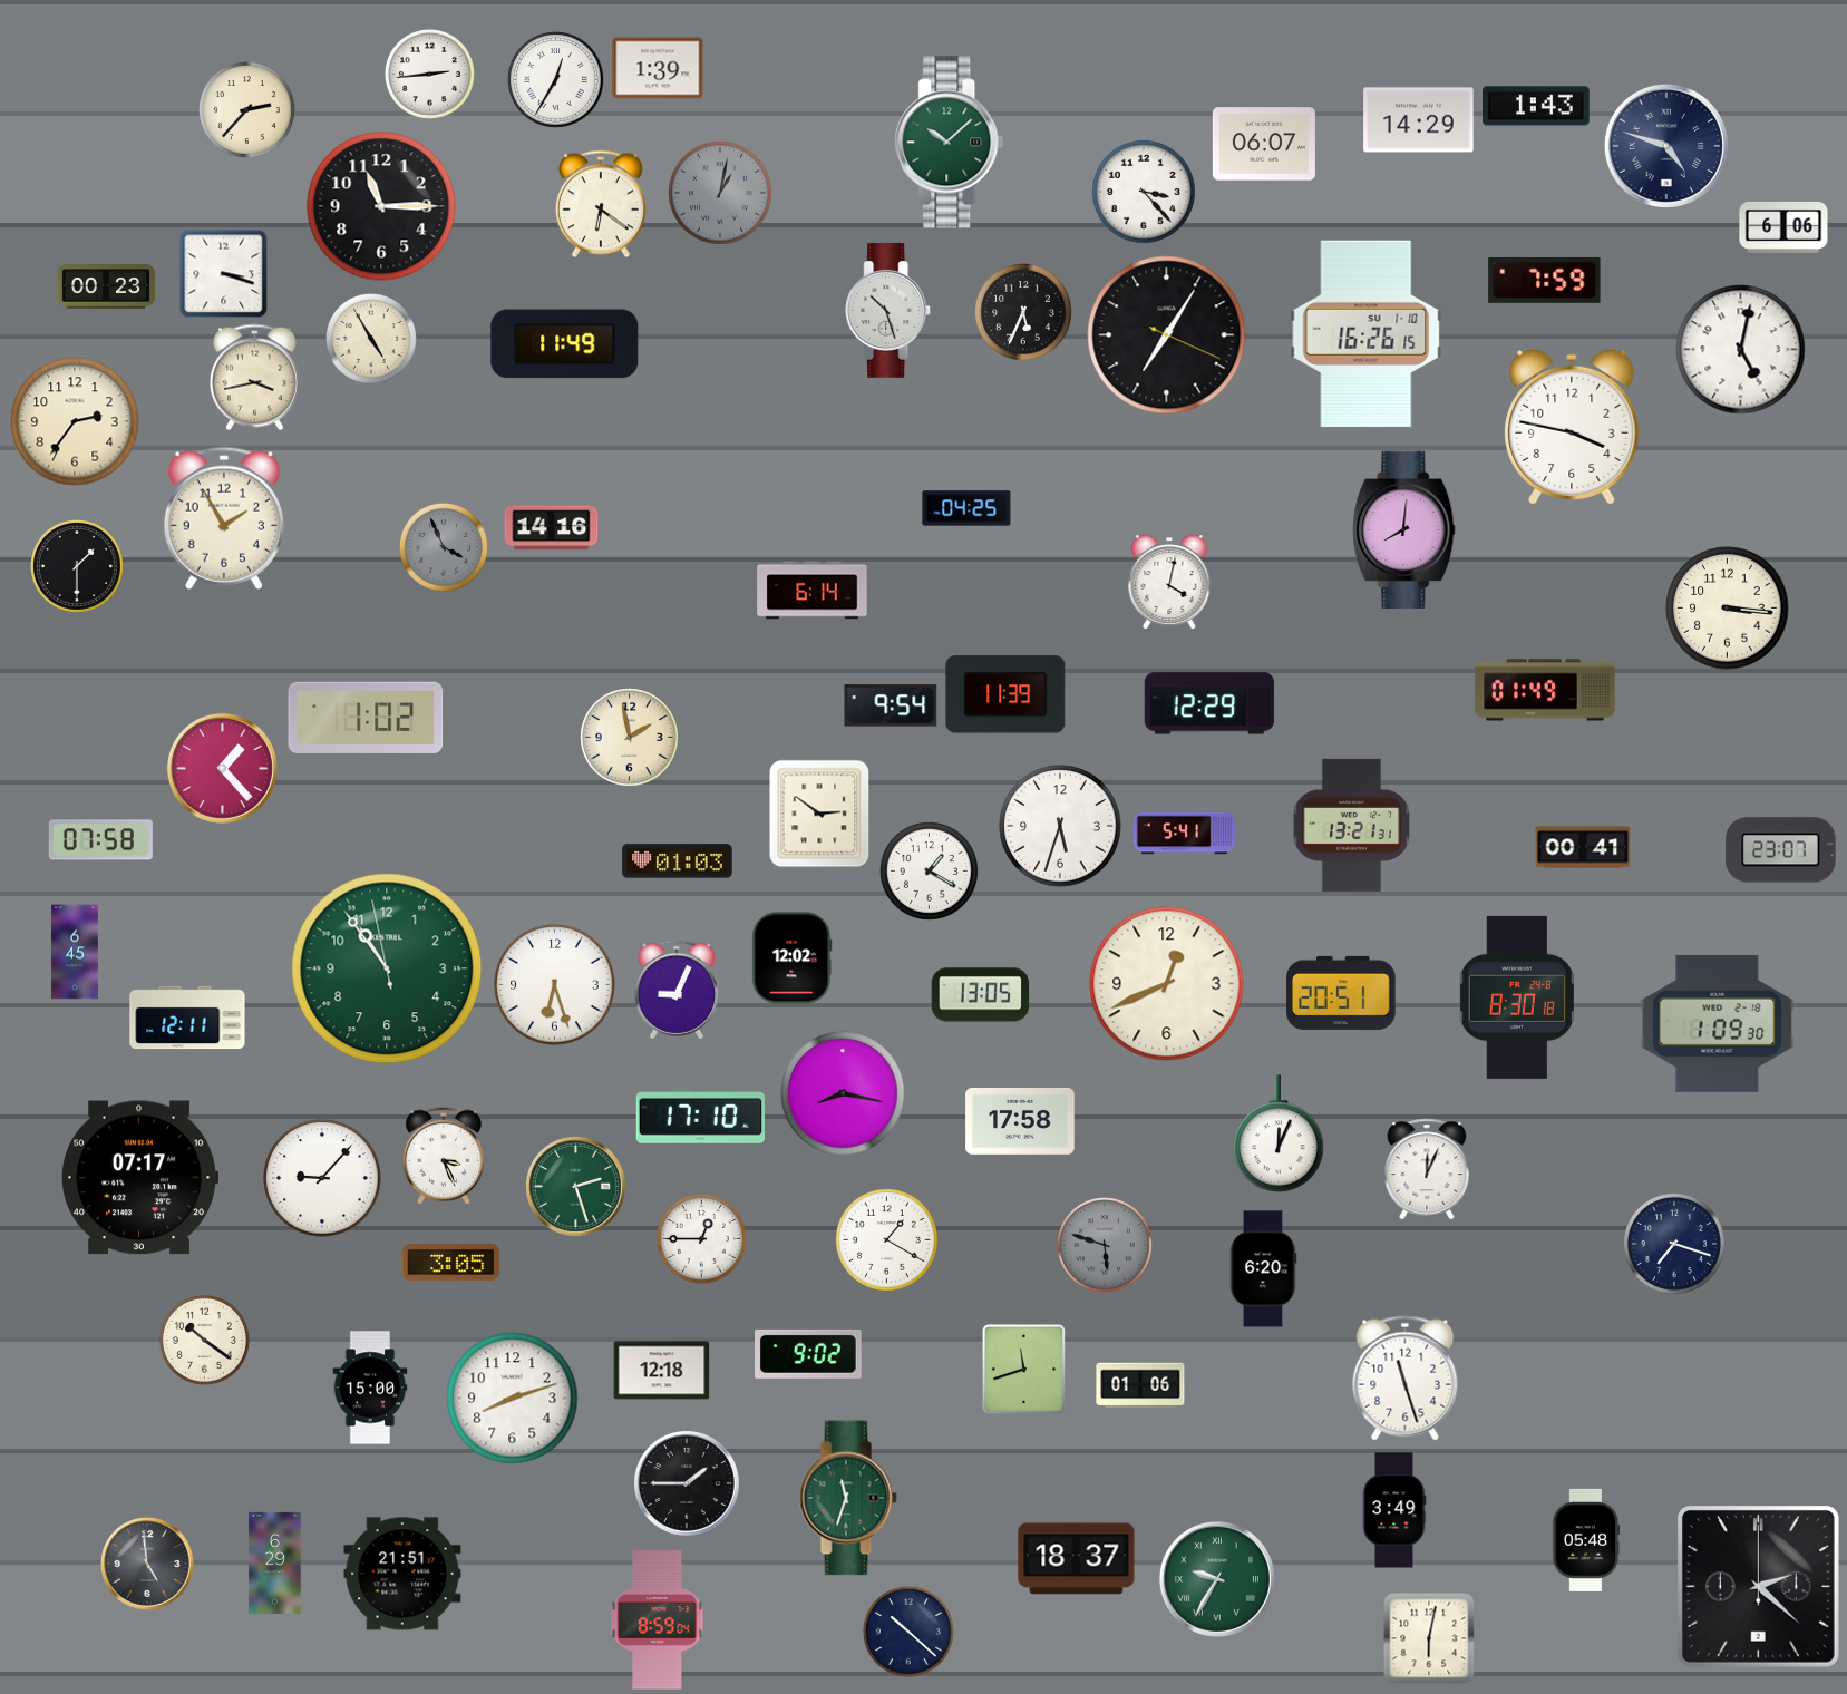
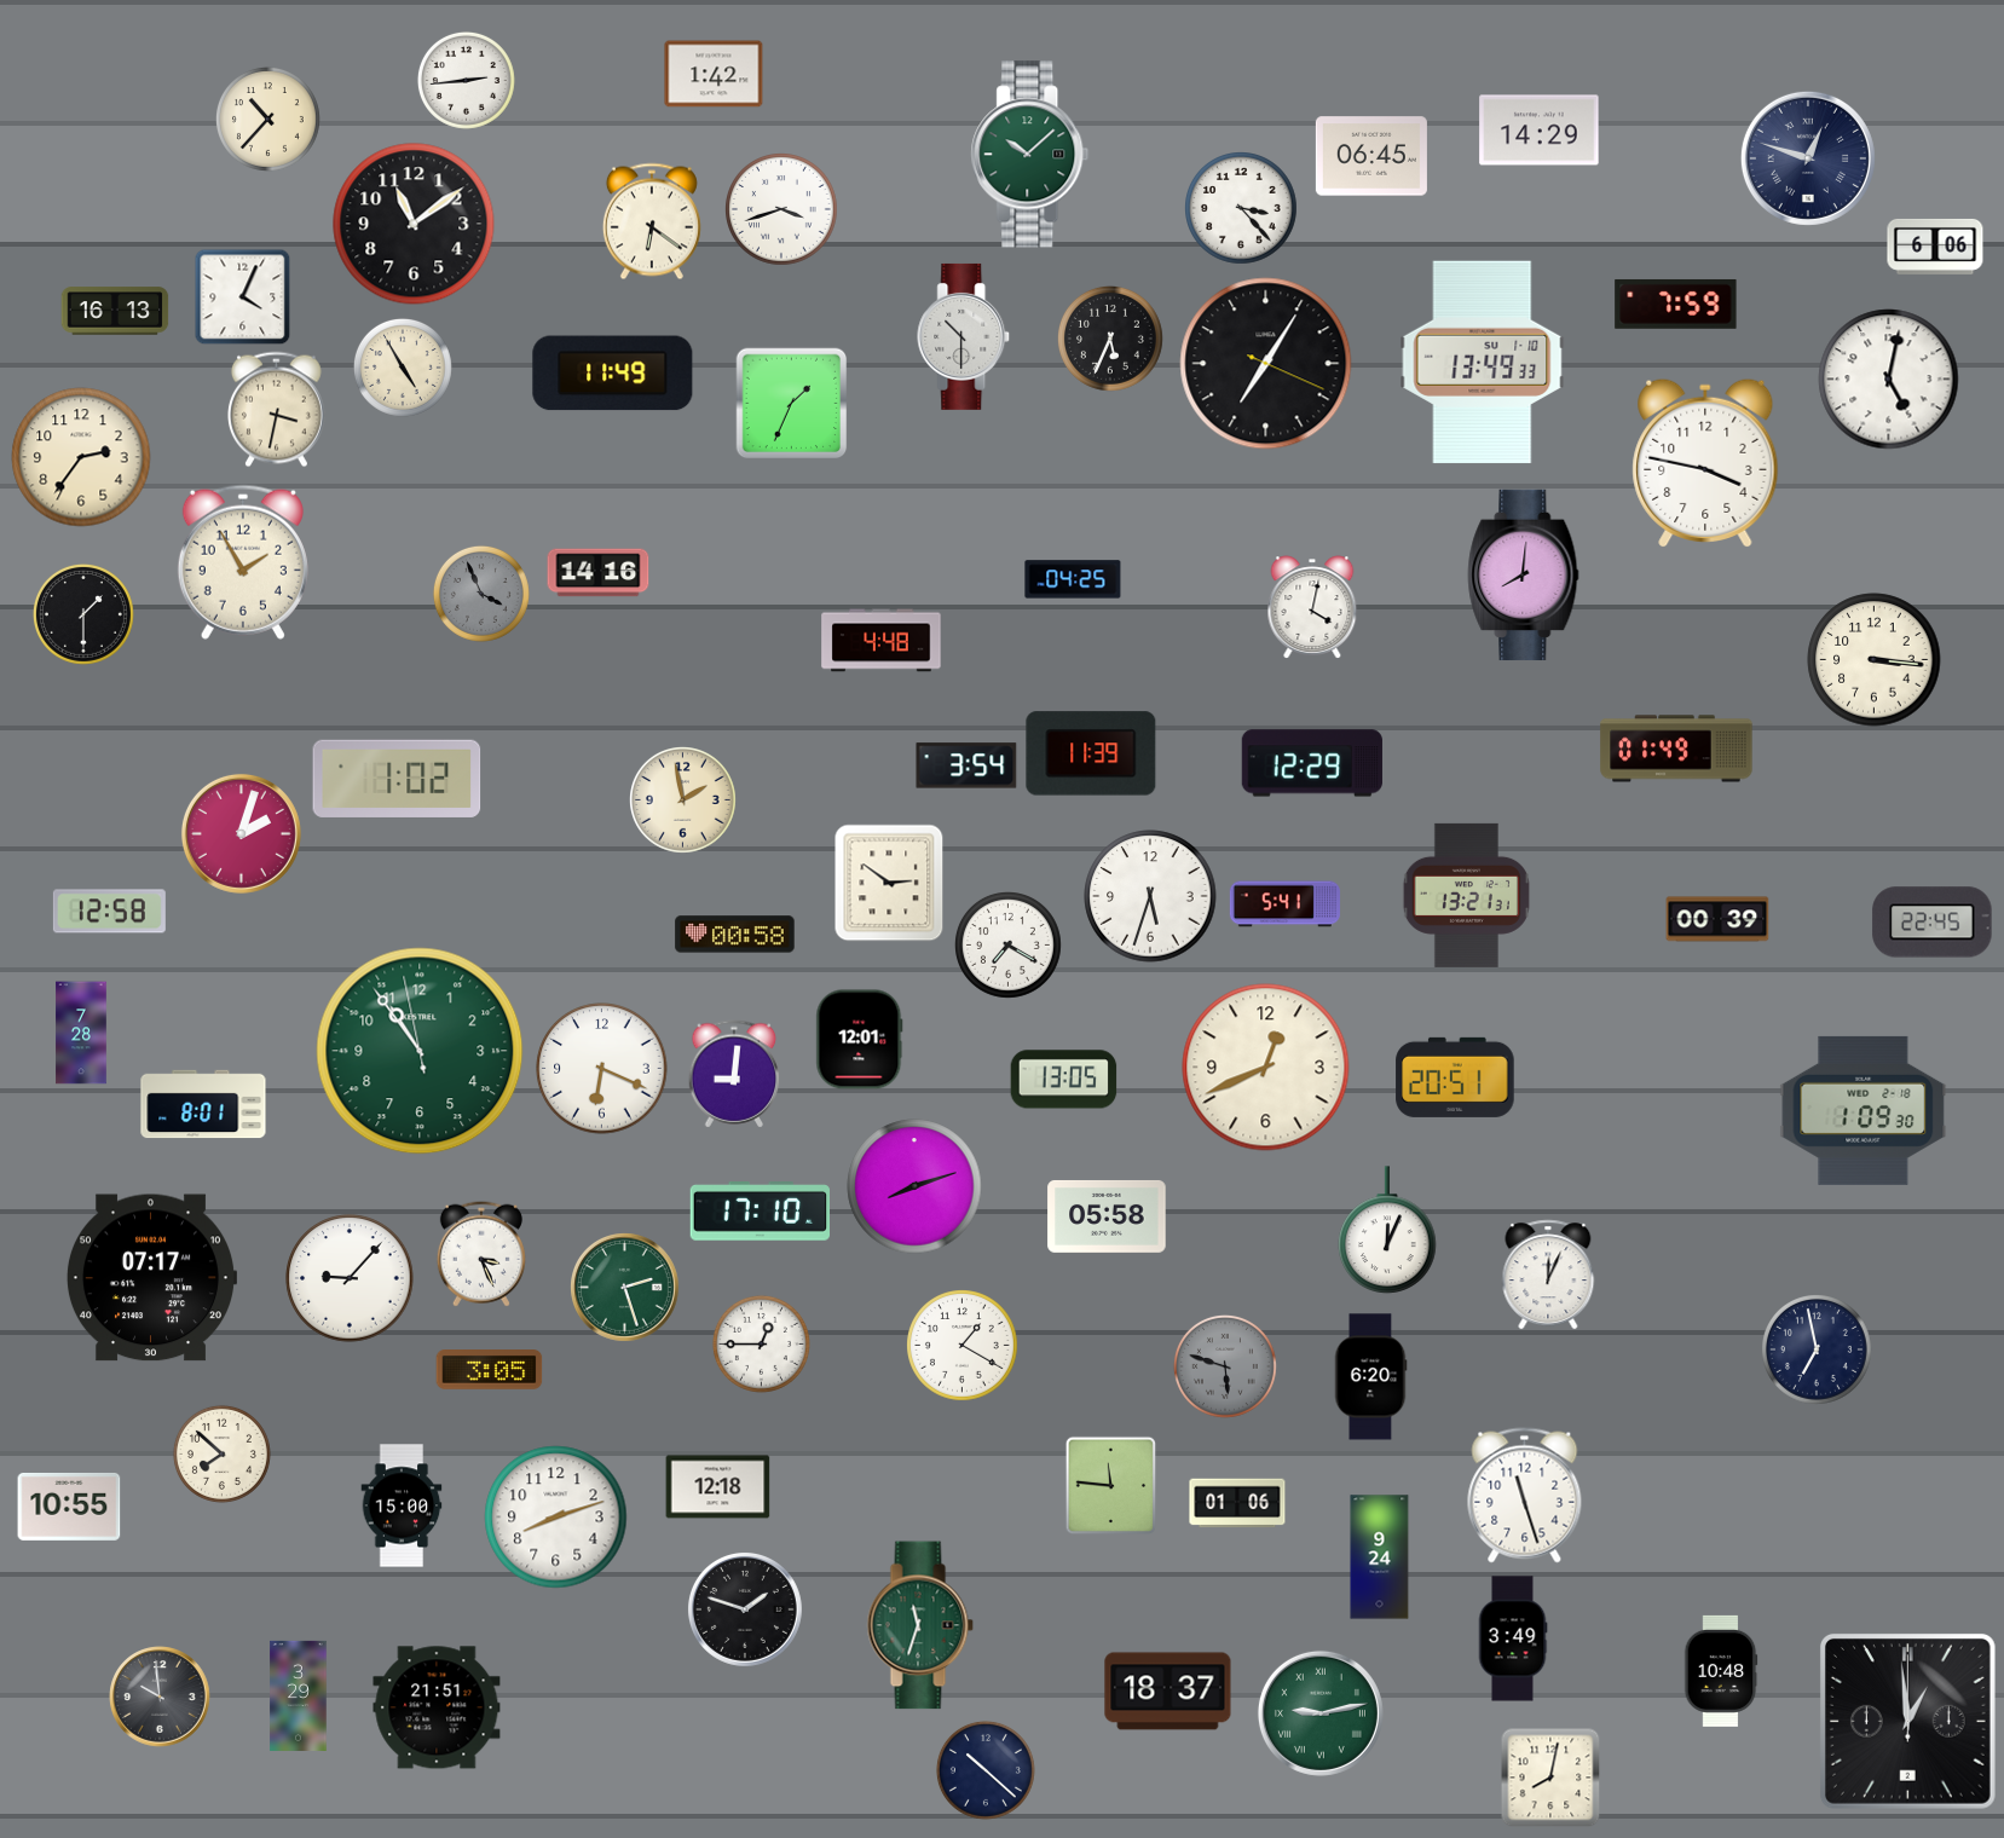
clock at (658, 68): 1:39 -> 1:42
clock at (555, 79): 12:35 -> none
clock at (1537, 106): 1:43 -> none
clock at (246, 109): 2:37 -> 10:37
clock at (1264, 144): 06:07 -> 06:45
clock at (1666, 146): 4:48 -> 12:48
clock at (721, 193): 1:02 -> 3:42
clock at (721, 193) dial: grey -> white
clock at (381, 206): 11:15 -> 11:09
clock at (224, 274): 3:18 -> 4:04
clock at (106, 286): 00:23 -> 16:13
clock at (888, 310): 10:27 -> 10:30
clock at (1367, 334): 16:26 -> 13:49
clock at (792, 404): none -> 1:34
clock at (254, 378): 3:43 -> 3:32
clock at (966, 508) position: (966, 508) -> (1073, 579)
clock at (1169, 582) position: (1169, 582) -> (1312, 607)
clock at (813, 591): 6:14 -> 4:48
clock at (891, 705): 9:54 -> 3:54
clock at (222, 768): 1:23 -> 2:03
clock at (100, 840): 07:58 -> 12:58
clock at (1583, 847): 00:41 -> 00:39
clock at (1781, 850): 23:07 -> 22:45
clock at (678, 861): 01:03 -> 00:58
clock at (930, 872): 1:20 -> 7:20
clock at (75, 952): 6:45 -> 7:28
clock at (793, 958): 12:02 -> 12:01
clock at (555, 985): 6:27 -> 6:19
clock at (677, 990): 9:04 -> 9:01
clock at (1517, 997): 8:30 -> none
clock at (187, 1018): 12:11 -> 8:01
clock at (843, 1093): 8:17 -> 8:12
clock at (1020, 1121): 17:58 -> 05:58
clock at (1427, 1169) position: (1427, 1169) -> (1548, 1275)
clock at (1105, 1245) position: (1105, 1245) -> (1225, 1366)
clock at (1675, 1245): 7:18 -> 6:58
clock at (204, 1340): 10:21 -> 7:52
clock at (809, 1354): 9:02 -> none
clock at (1024, 1370): 11:42 -> 11:46
clock at (69, 1507): none -> 10:55
clock at (1380, 1557): none -> 9:24
clock at (687, 1483): 1:45 -> 1:48
clock at (1586, 1540): 05:48 -> 10:48
clock at (275, 1562): 6:29 -> 3:29
clock at (147, 1564): 4:59 -> 9:59
clock at (1217, 1579): 9:35 -> 9:13
clock at (1758, 1586): 2:22 -> 12:59
clock at (658, 1620): 8:59 -> none
clock at (1429, 1638): 6:02 -> 8:02
